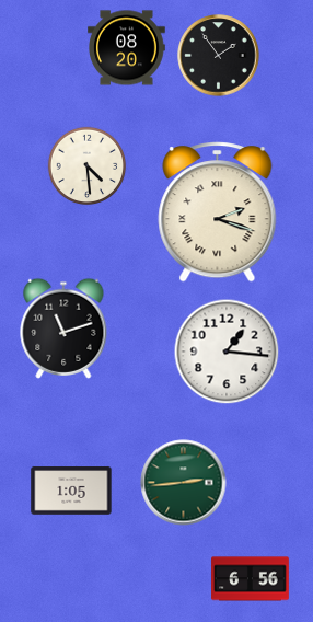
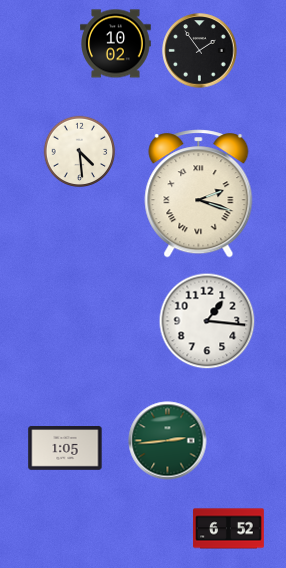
clock at (127, 48): 08:20 -> 10:02
clock at (63, 329): 11:12 -> none
clock at (251, 579): 6:56 -> 6:52
